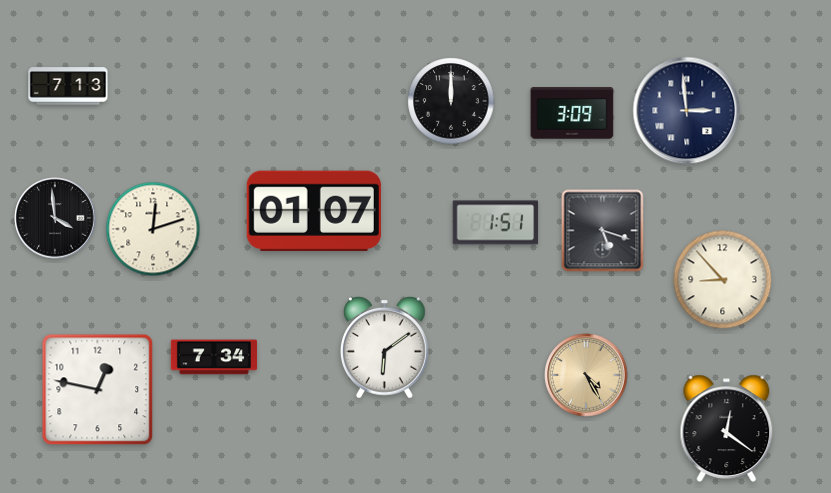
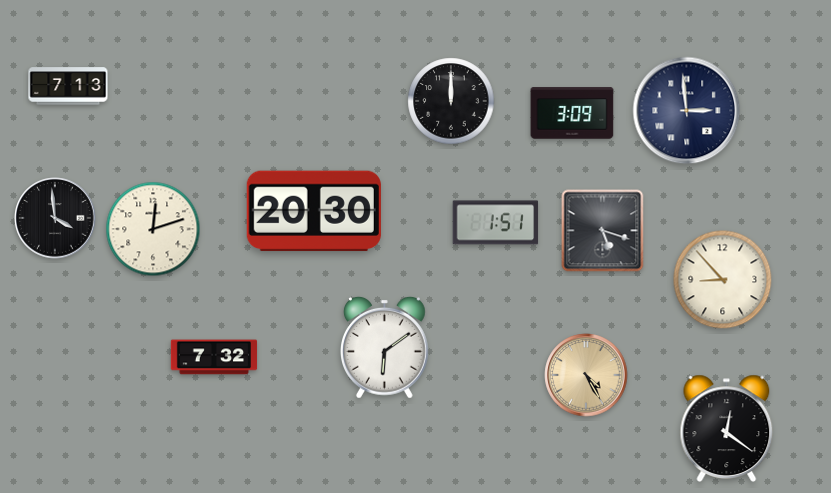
clock at (314, 211): 01:07 -> 20:30
clock at (214, 357): 7:34 -> 7:32
clock at (98, 390): 12:47 -> none
